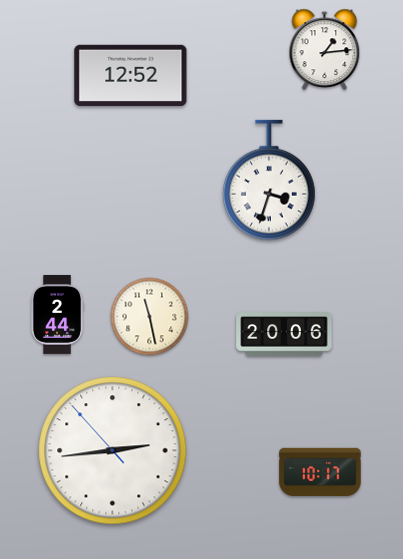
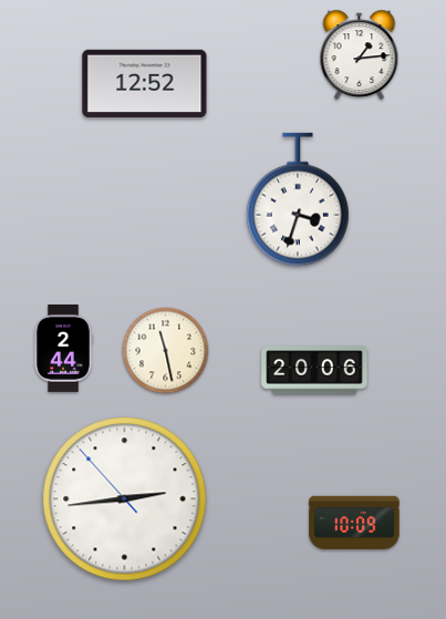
clock at (320, 472): 10:17 -> 10:09
